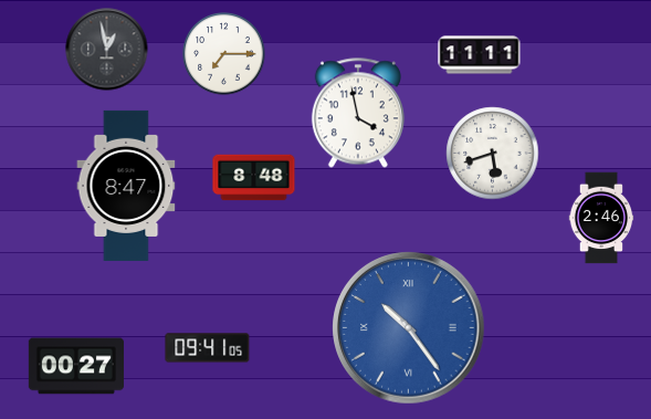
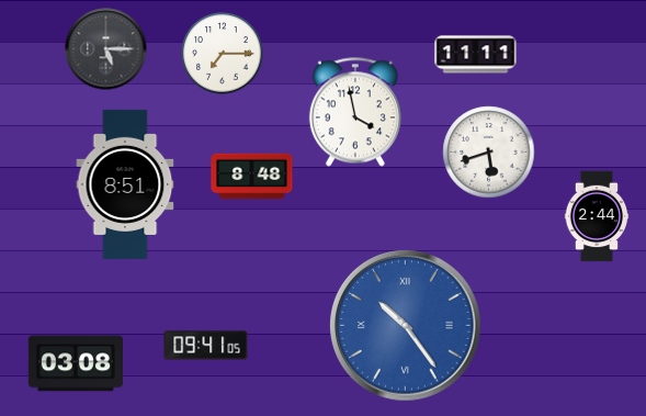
clock at (107, 50): 12:58 -> 5:15
clock at (126, 186): 8:47 -> 8:51
clock at (601, 218): 2:46 -> 2:44
clock at (76, 366): 00:27 -> 03:08
